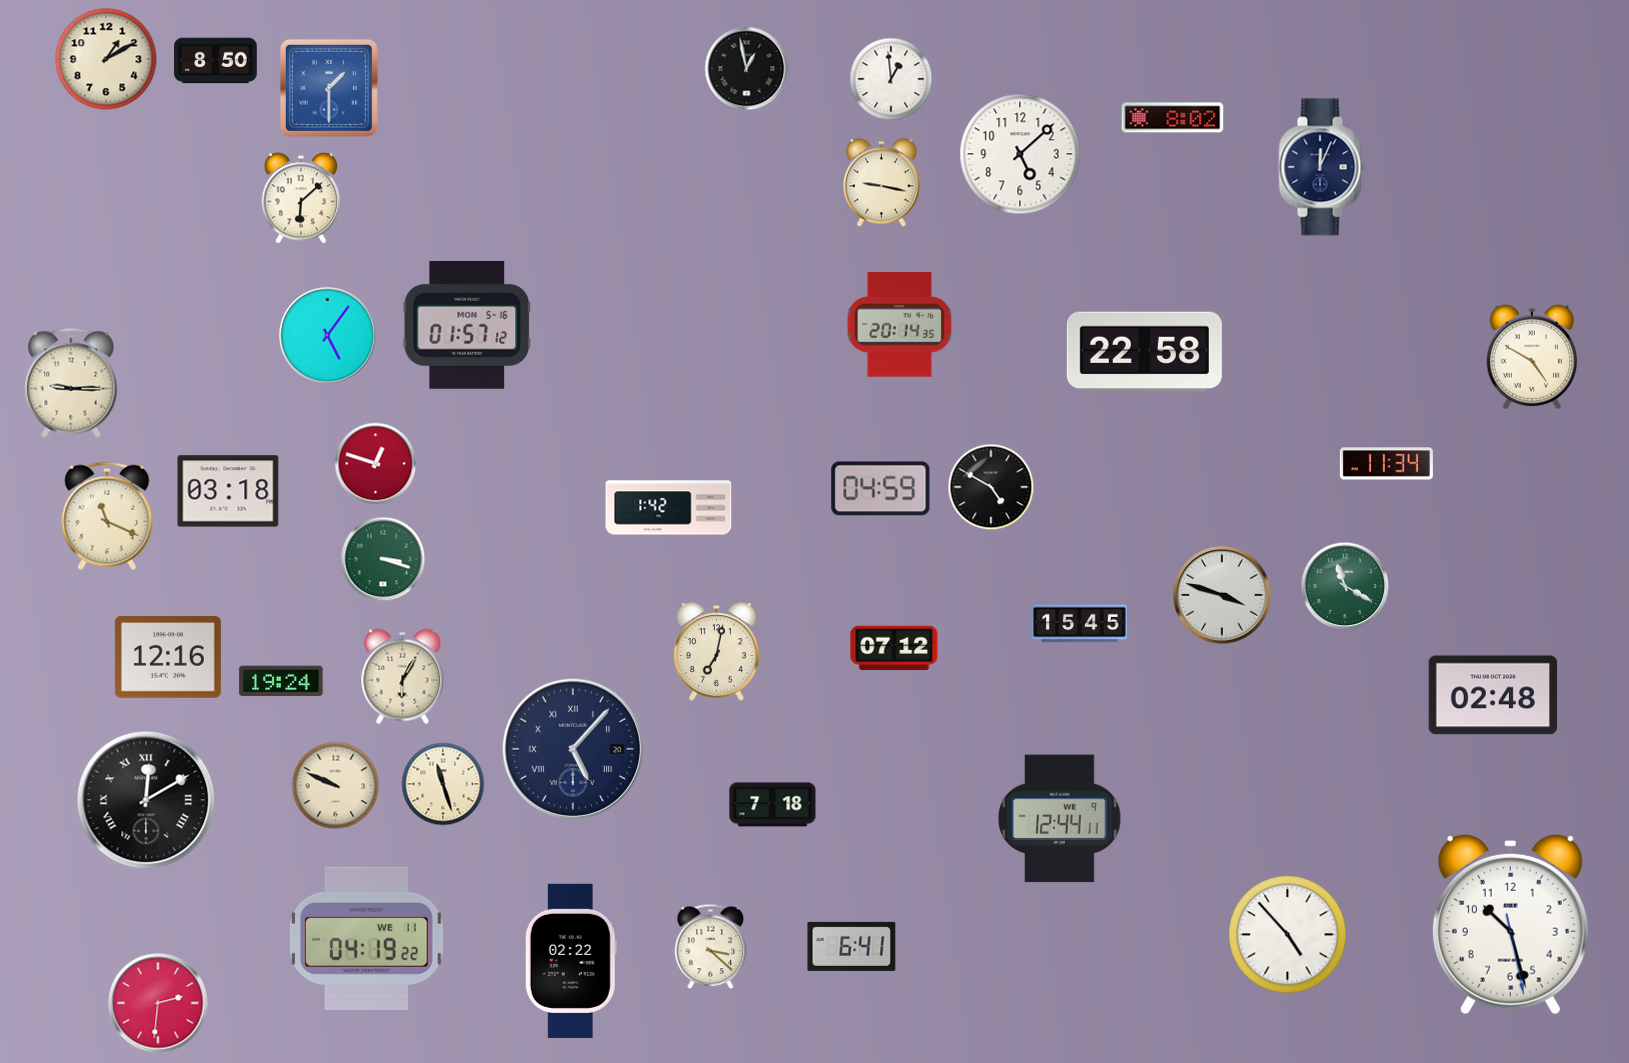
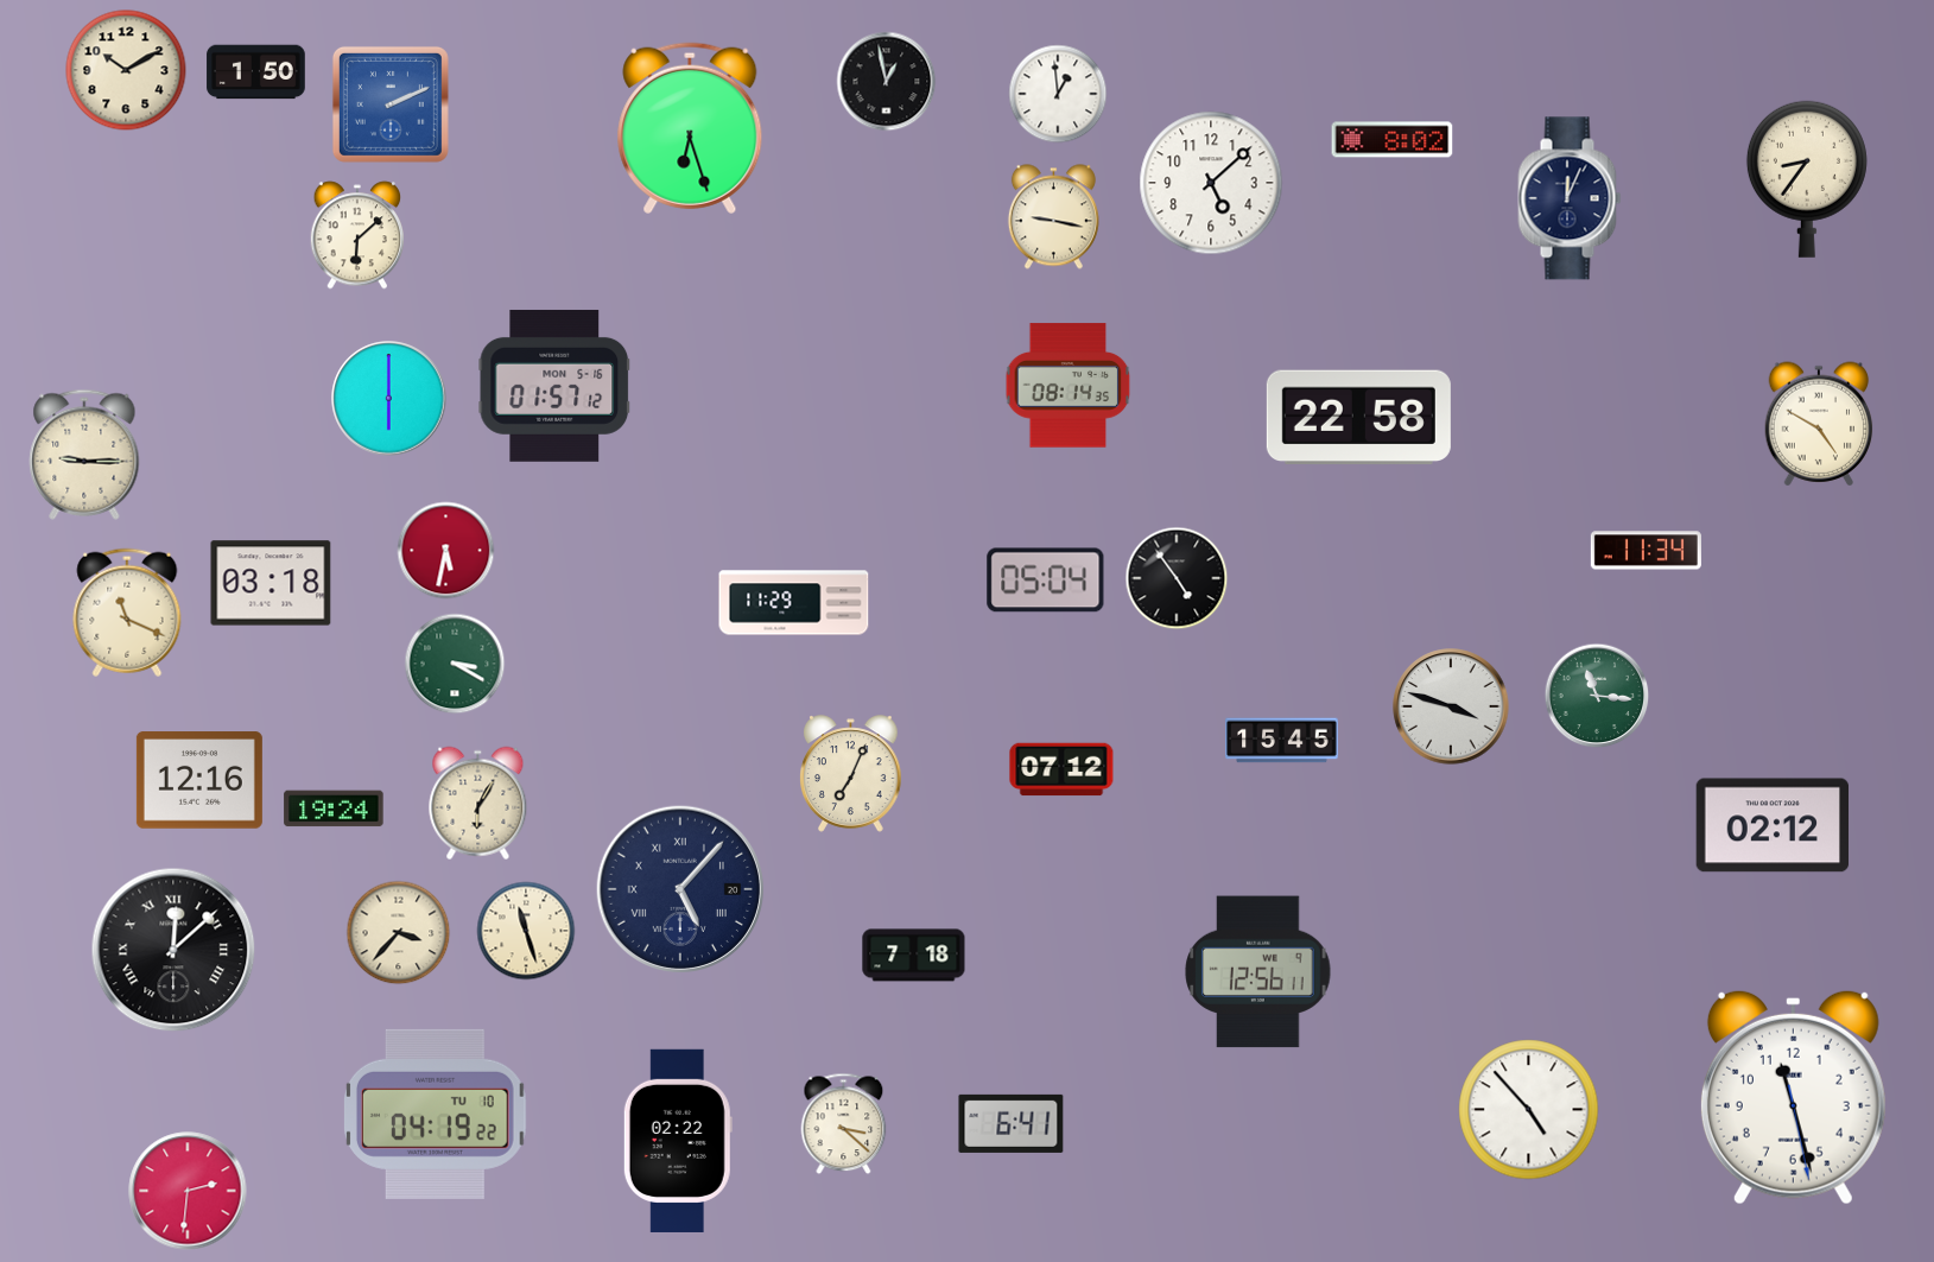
clock at (106, 59): 1:10 -> 10:10
clock at (216, 61): 8:50 -> 1:50
clock at (329, 88): 1:30 -> 2:11
clock at (690, 128): none -> 6:27
clock at (1807, 179): none -> 8:36
clock at (881, 183) position: (881, 183) -> (1053, 217)
clock at (900, 325): 20:14 -> 08:14
clock at (328, 336): 5:06 -> 6:00
clock at (376, 464): 12:48 -> 5:32
clock at (991, 487): 4:50 -> 4:54
clock at (881, 489): 04:59 -> 05:04
clock at (669, 508): 1:42 -> 11:29
clock at (383, 559): 3:18 -> 3:20
clock at (1345, 586): 11:20 -> 11:16
clock at (717, 652): 7:02 -> 7:04
clock at (1493, 695): 02:48 -> 02:12
clock at (336, 786): 9:49 -> 3:37
clock at (146, 800): 12:10 -> 12:08
clock at (773, 805) position: (773, 805) -> (914, 956)
clock at (1060, 819): 12:44 -> 12:56
clock at (1510, 924): 10:27 -> 11:27
clock at (366, 938) date: WE 11 -> TU 10
